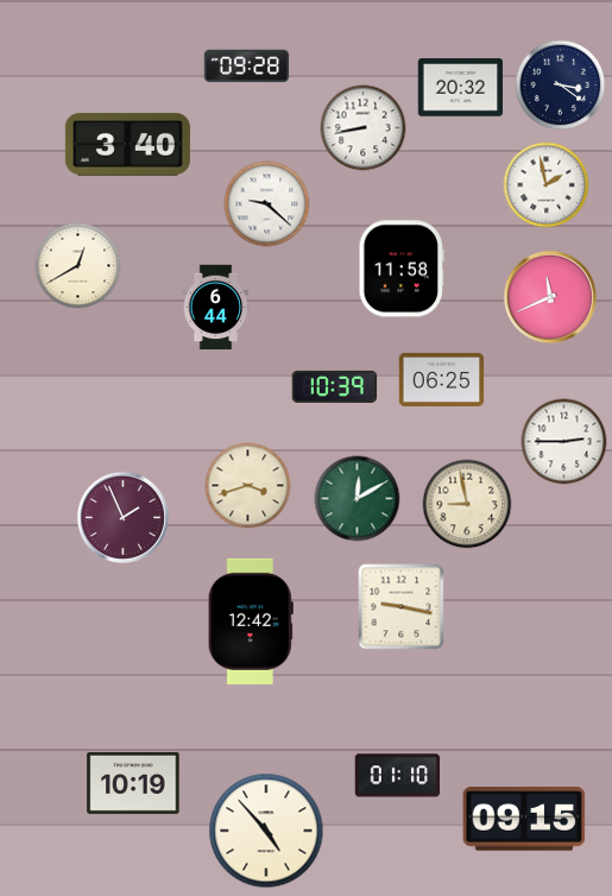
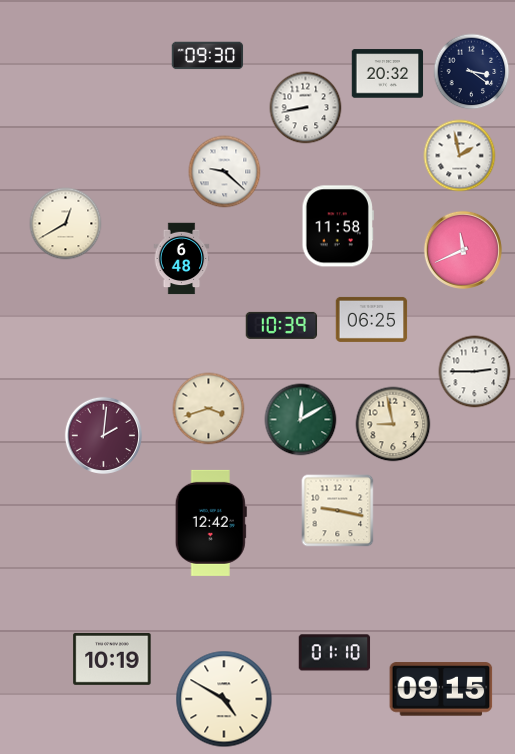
clock at (247, 67): 09:28 -> 09:30
clock at (127, 145): 3:40 -> none
clock at (216, 308): 6:44 -> 6:48
clock at (122, 517): 1:56 -> 2:01
clock at (266, 831): 4:53 -> 4:50
